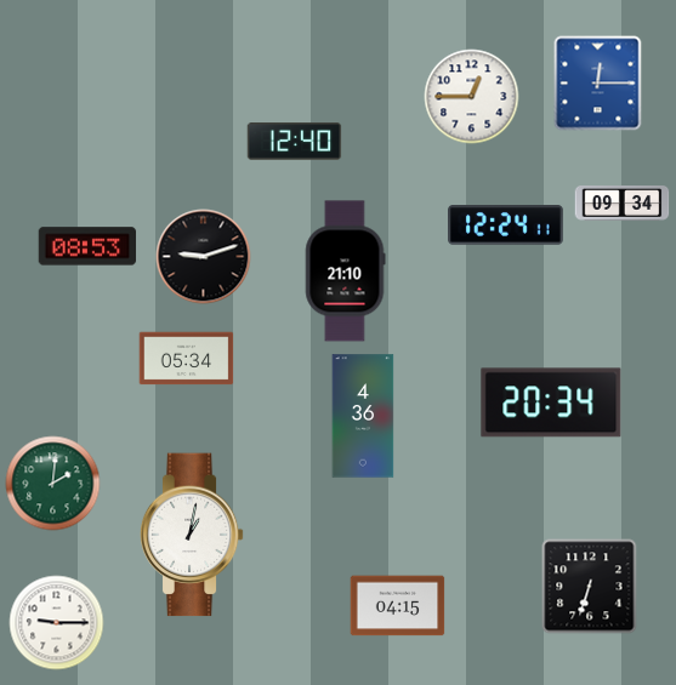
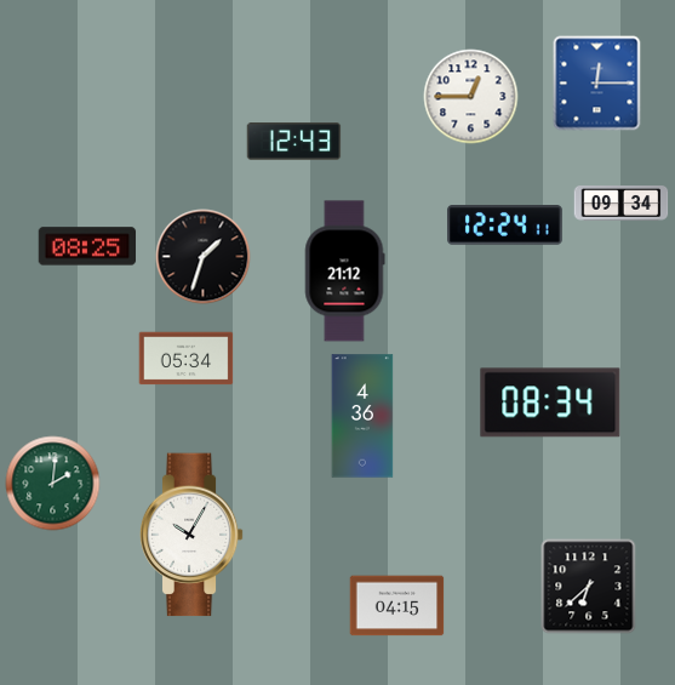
clock at (294, 142): 12:40 -> 12:43
clock at (87, 246): 08:53 -> 08:25
clock at (203, 256): 9:12 -> 1:33
clock at (345, 272): 21:10 -> 21:12
clock at (551, 403): 20:34 -> 08:34
clock at (192, 535): 1:02 -> 10:05
clock at (589, 586): 6:33 -> 6:38
clock at (56, 622): 9:15 -> none
